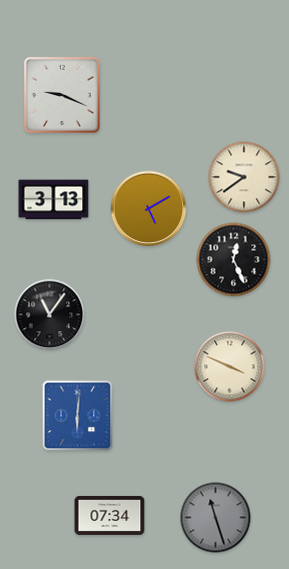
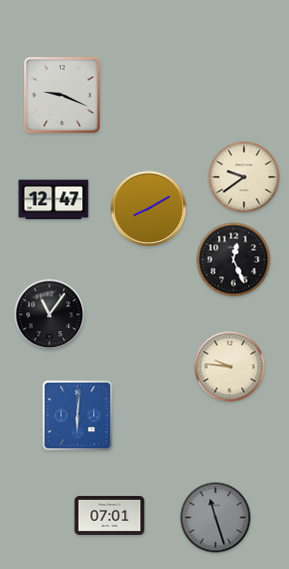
clock at (54, 200): 3:13 -> 12:47
clock at (149, 209): 5:10 -> 8:10
clock at (230, 367): 3:49 -> 9:46
clock at (110, 515): 07:34 -> 07:01
